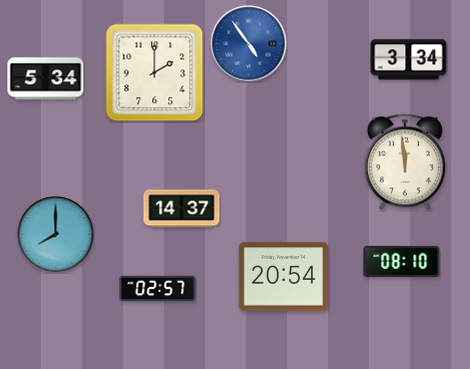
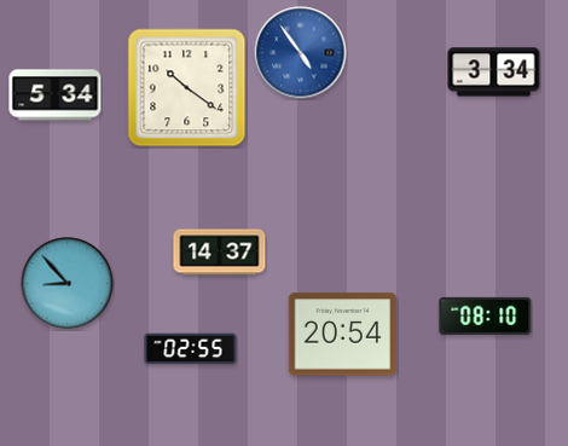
clock at (155, 73): 2:00 -> 10:21
clock at (405, 162): 11:59 -> none
clock at (56, 235): 8:00 -> 8:53
clock at (158, 289): 02:57 -> 02:55
